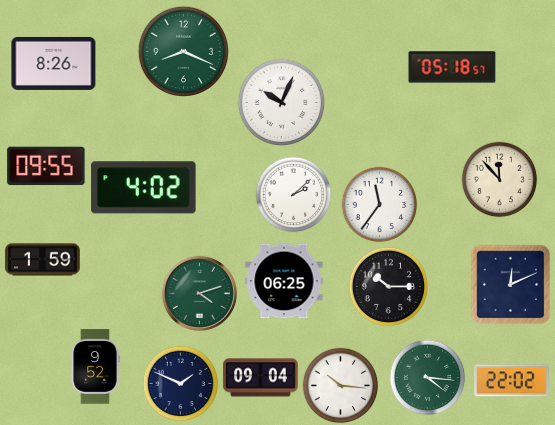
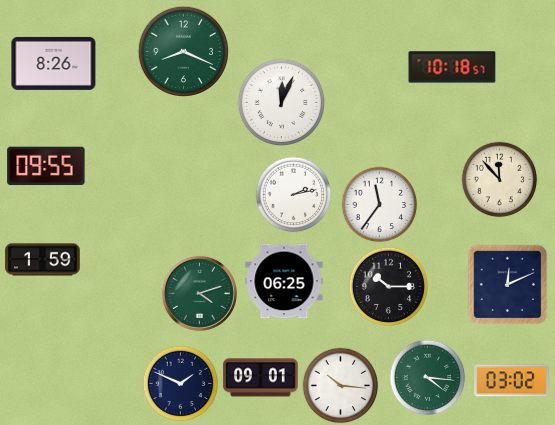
clock at (452, 67): 05:18 -> 10:18
clock at (282, 103): 10:04 -> 12:04
clock at (144, 188): 4:02 -> none
clock at (294, 195): 2:08 -> 2:13
clock at (511, 285) position: (511, 285) -> (508, 285)
clock at (95, 367): 9:52 -> none
clock at (261, 378): 09:04 -> 09:01
clock at (512, 381): 22:02 -> 03:02
